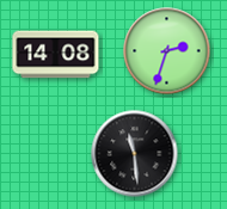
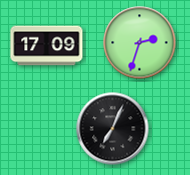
clock at (56, 55): 14:08 -> 17:09
clock at (135, 154): 11:29 -> 7:04
